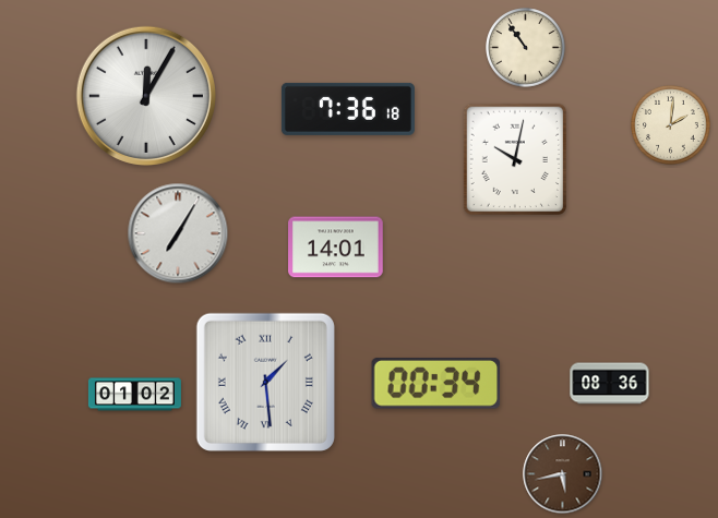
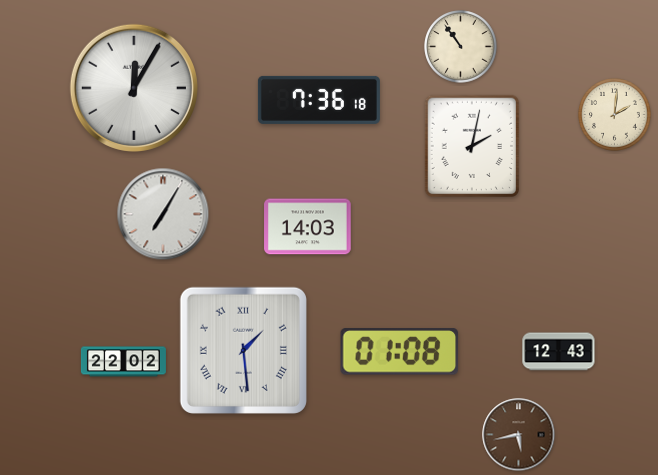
clock at (526, 48) position: (526, 48) -> (461, 47)
clock at (514, 158): 10:02 -> 2:02
clock at (336, 248): 14:01 -> 14:03
clock at (436, 384): 00:34 -> 01:08
clock at (610, 384): 08:36 -> 12:43
clock at (134, 395): 01:02 -> 22:02
clock at (563, 474) position: (563, 474) -> (519, 435)
